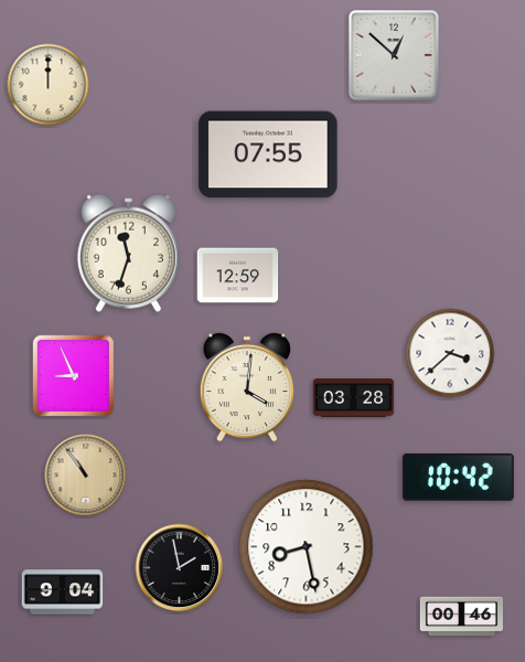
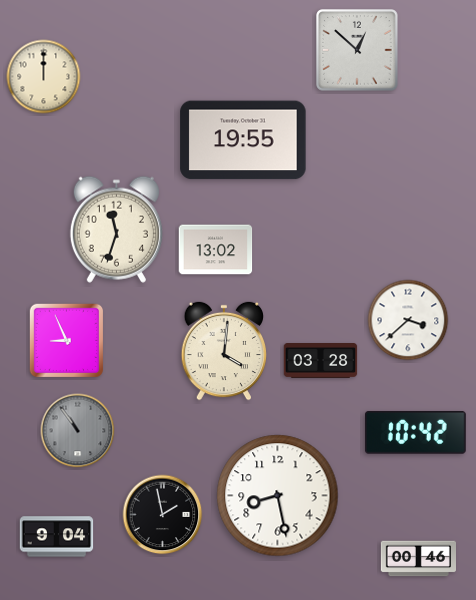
clock at (268, 154): 07:55 -> 19:55
clock at (238, 276): 12:59 -> 13:02
clock at (86, 476) dial: champagne -> grey
